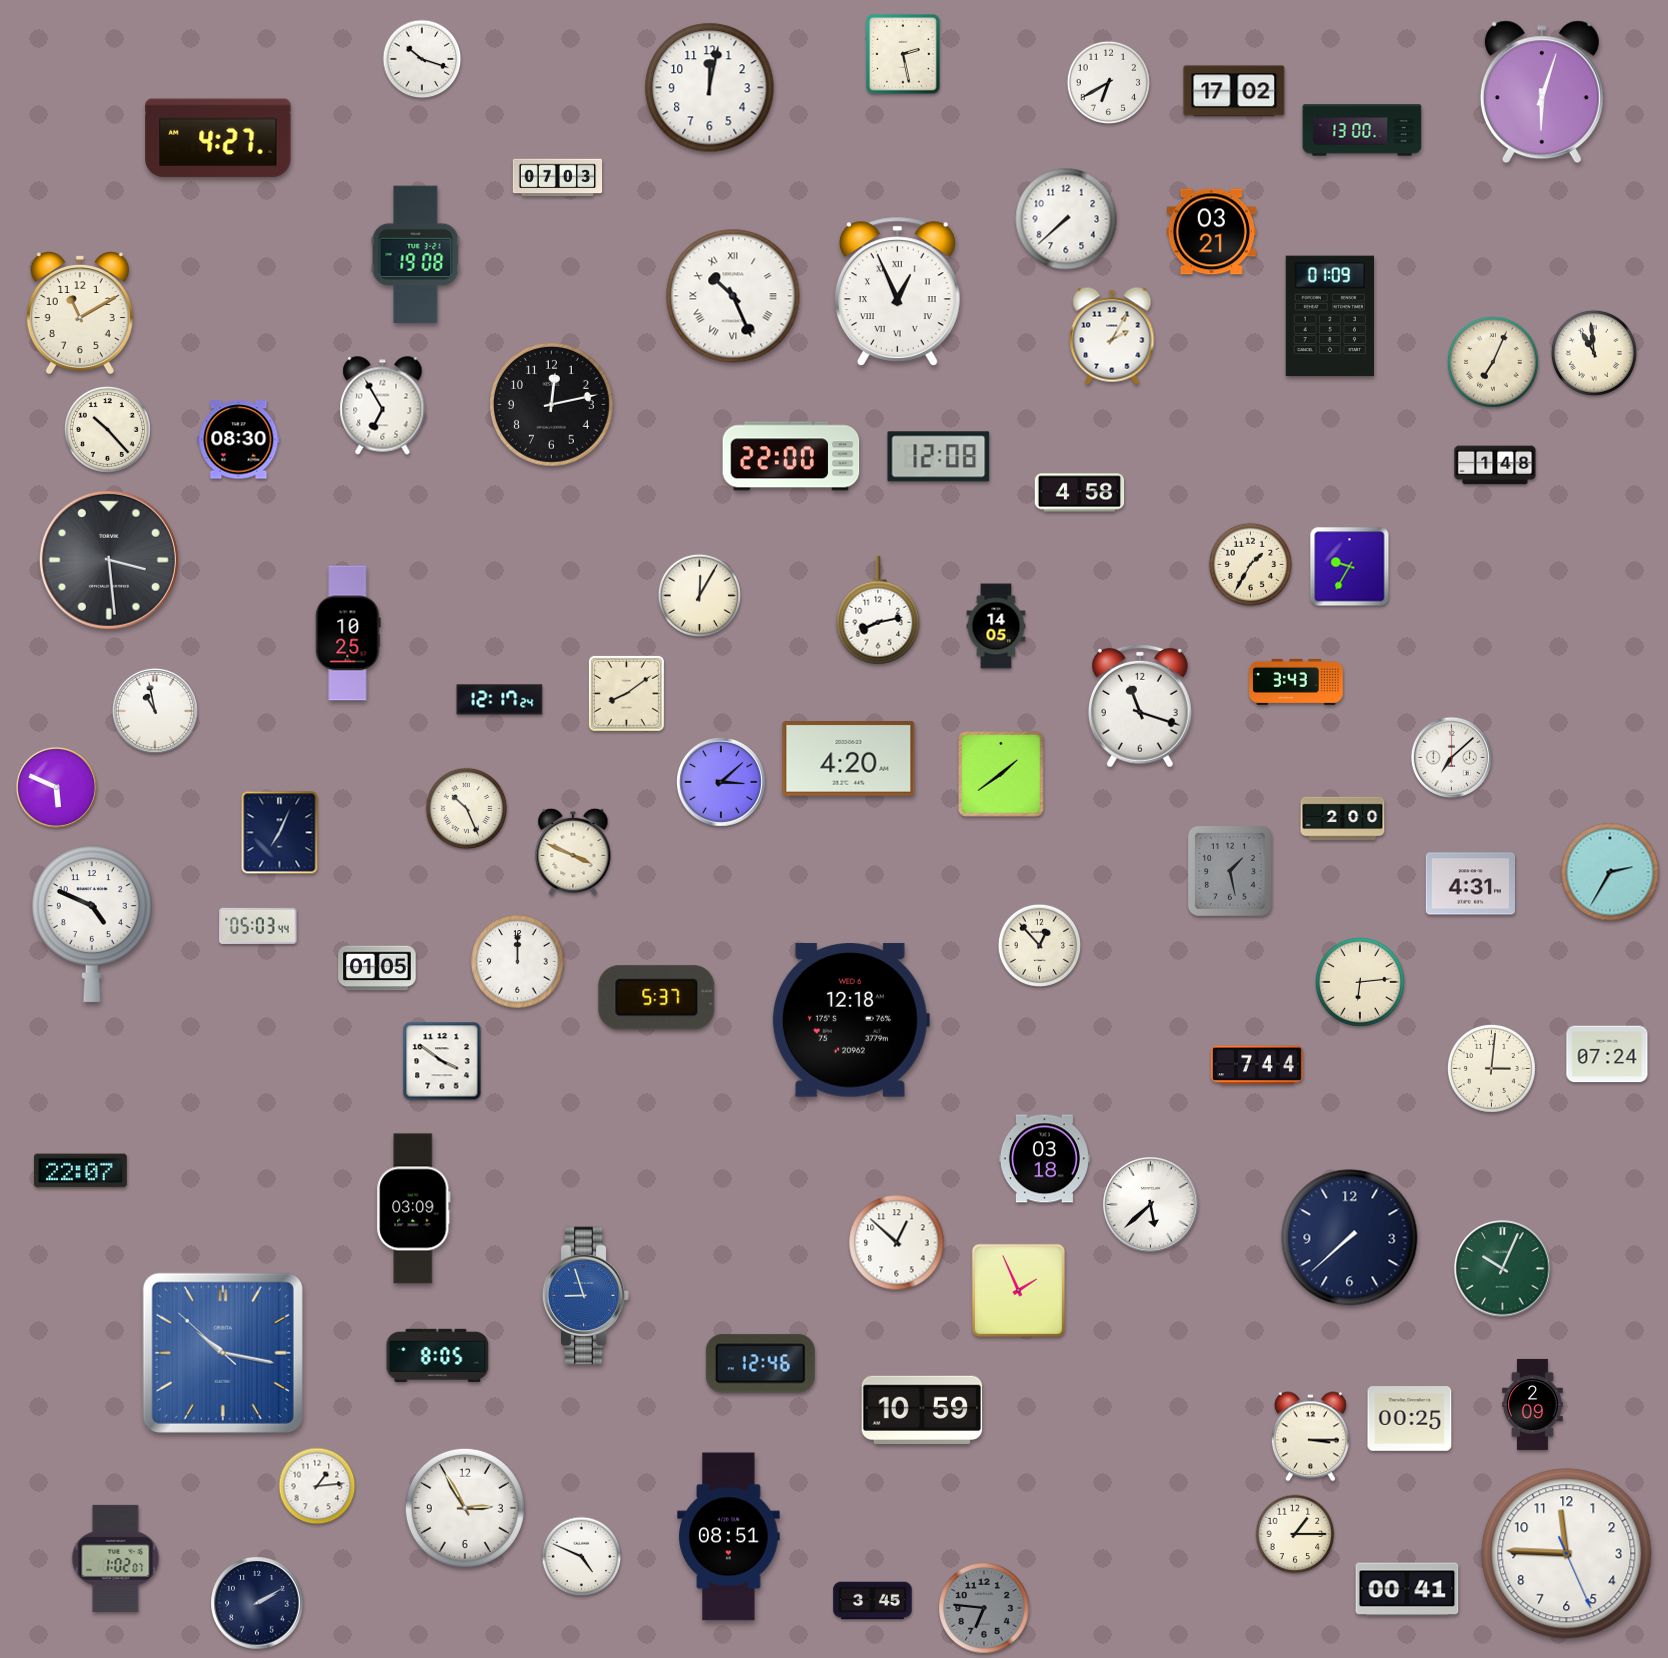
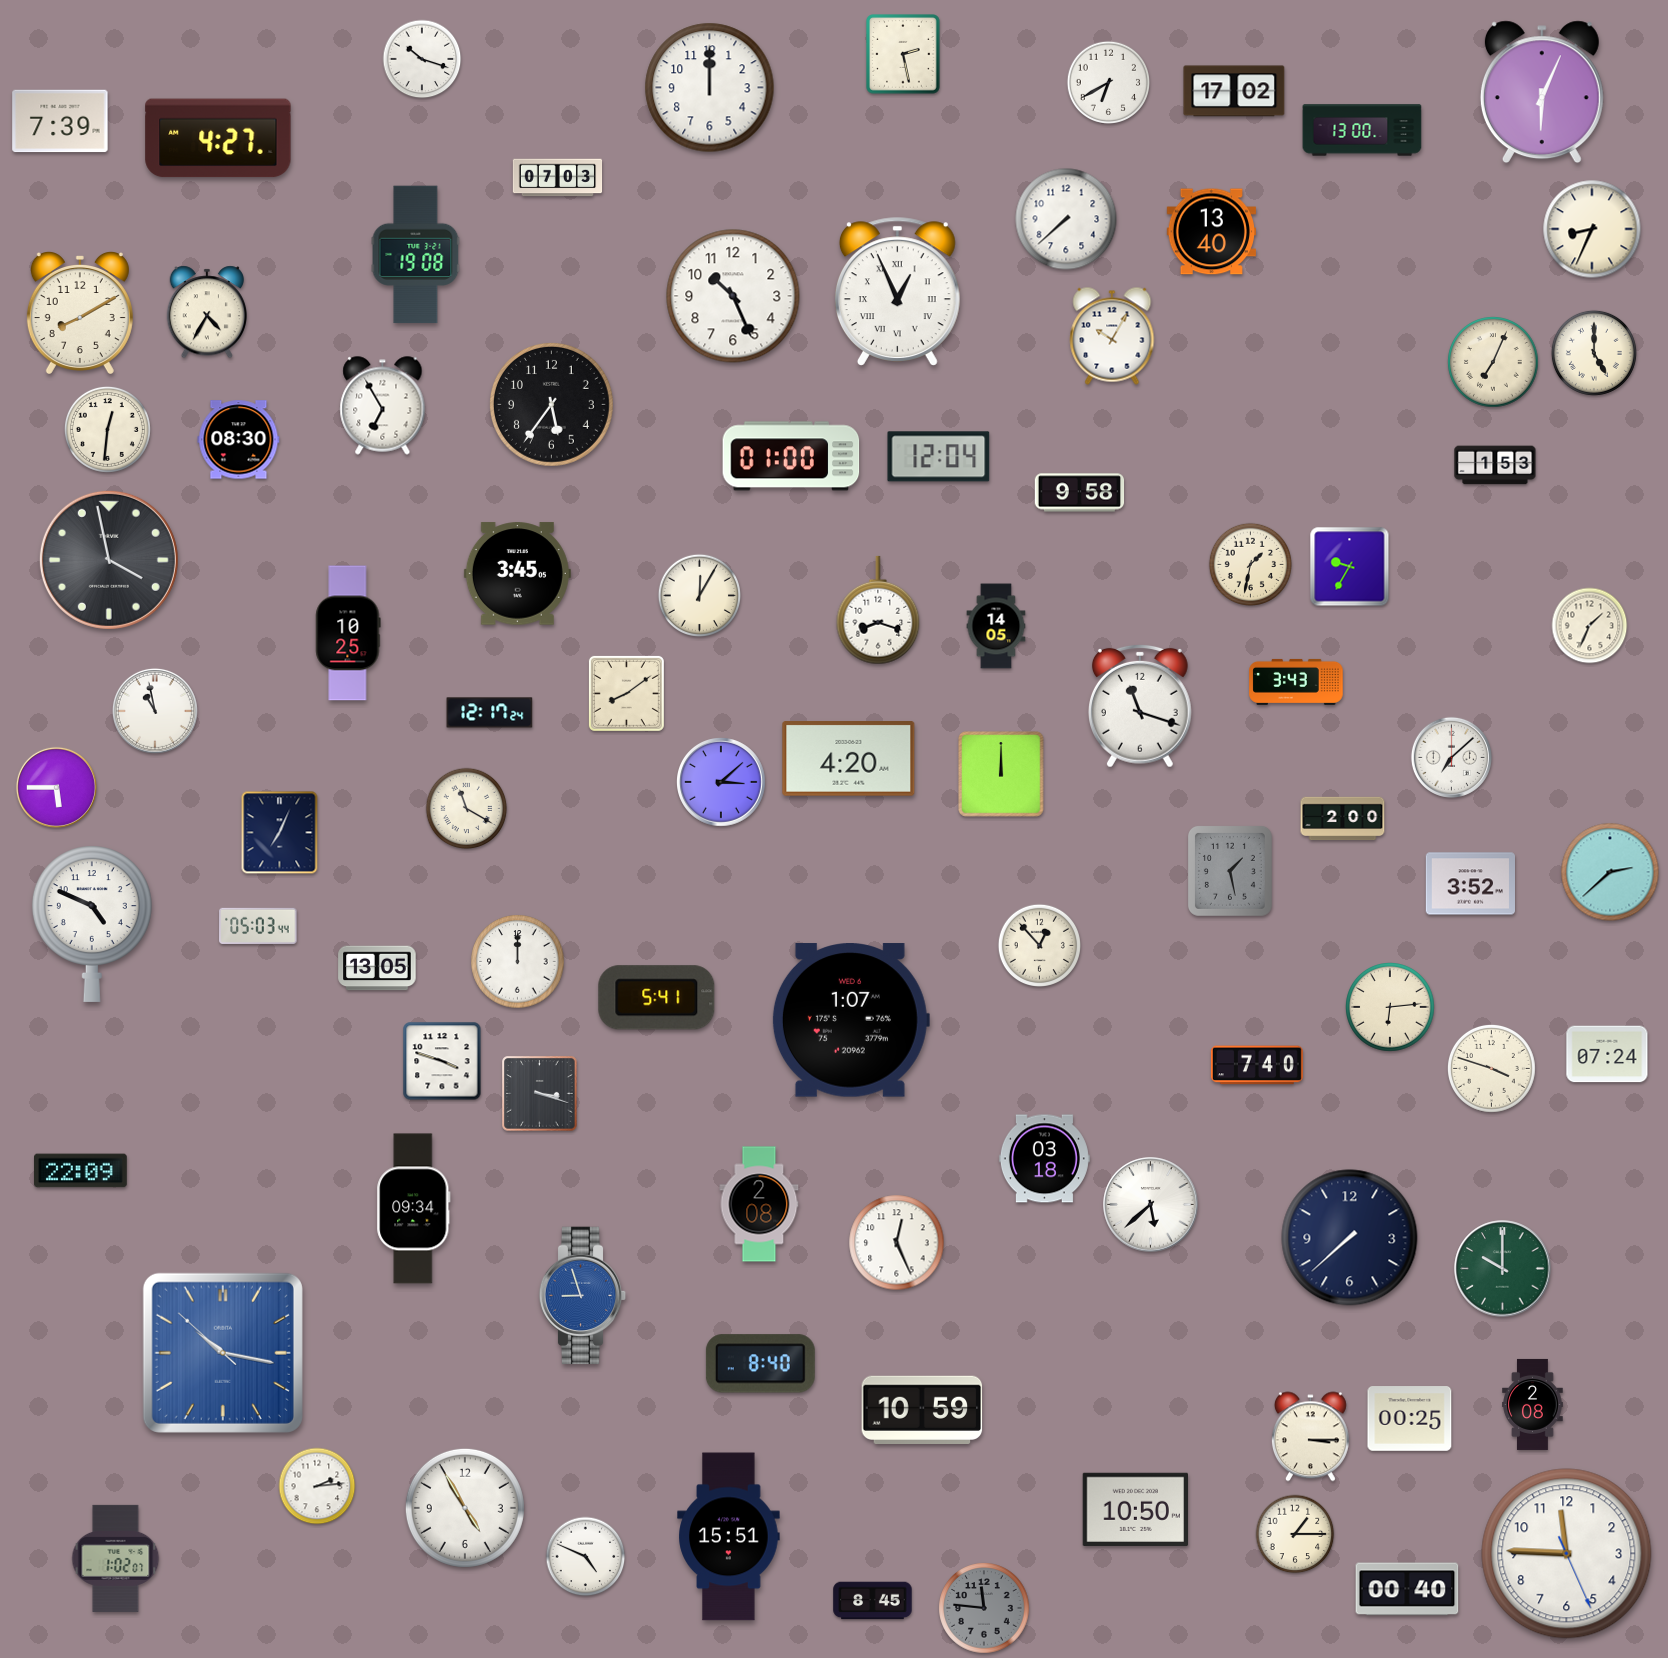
clock at (710, 88): 12:02 -> 12:00
clock at (1542, 92): 6:03 -> 6:04
clock at (60, 121): none -> 7:39
clock at (1592, 229): none -> 8:34
clock at (1211, 232): 03:21 -> 13:40
clock at (733, 296) numerals: Roman -> Arabic
clock at (206, 312): none -> 4:35
clock at (80, 313): 11:10 -> 8:10
clock at (1329, 316): 01:09 -> none
clock at (1112, 336): 2:05 -> 10:05
clock at (1594, 353): 10:59 -> 5:00
clock at (552, 405): 12:13 -> 5:36
clock at (107, 429): 10:23 -> 12:31
clock at (791, 456): 22:00 -> 01:00
clock at (939, 457): 12:08 -> 12:04
clock at (1495, 465): 1:48 -> 1:53
clock at (1080, 493): 4:58 -> 9:58
clock at (109, 560): 3:29 -> 3:58
clock at (1250, 564): 1:35 -> 1:32
clock at (517, 574): none -> 3:45
clock at (878, 610): 8:13 -> 8:18
clock at (1590, 626): none -> 1:34
clock at (500, 700) position: (500, 700) -> (490, 713)
clock at (1001, 774): 1:39 -> 12:00
clock at (56, 787): 5:49 -> 5:45
clock at (467, 809): 10:26 -> 11:20
clock at (573, 852): 3:49 -> none
clock at (1610, 872): 2:35 -> 2:38
clock at (1470, 884): 4:31 -> 3:52
clock at (377, 968): 01:05 -> 13:05
clock at (1361, 983) position: (1361, 983) -> (1391, 1008)
clock at (657, 998): 5:37 -> 5:41
clock at (850, 1020): 12:18 -> 1:07
clock at (442, 1061): 3:51 -> 3:48
clock at (1257, 1065): 7:44 -> 7:40
clock at (1491, 1068): 3:01 -> 3:48
clock at (540, 1094): none -> 3:18
clock at (81, 1171): 22:07 -> 22:09
clock at (759, 1204): none -> 2:08
clock at (414, 1209): 03:09 -> 09:34
clock at (897, 1243): 12:52 -> 12:26
clock at (1503, 1269): 10:04 -> 10:00
clock at (1018, 1290): 1:56 -> none
clock at (586, 1296) position: (586, 1296) -> (583, 1296)
clock at (438, 1355): 8:05 -> none
clock at (760, 1364): 12:46 -> 8:40
clock at (1533, 1404): 2:09 -> 2:08
clock at (317, 1486): 1:14 -> 2:14
clock at (465, 1508): 2:55 -> 4:55
clock at (1135, 1509): none -> 10:50
clock at (729, 1537): 08:51 -> 15:51
clock at (582, 1557) position: (582, 1557) -> (586, 1557)
clock at (1407, 1589): 00:41 -> 00:40
clock at (873, 1601): 3:45 -> 8:45
clock at (257, 1603): 2:10 -> none
clock at (984, 1608): 6:46 -> 11:46
